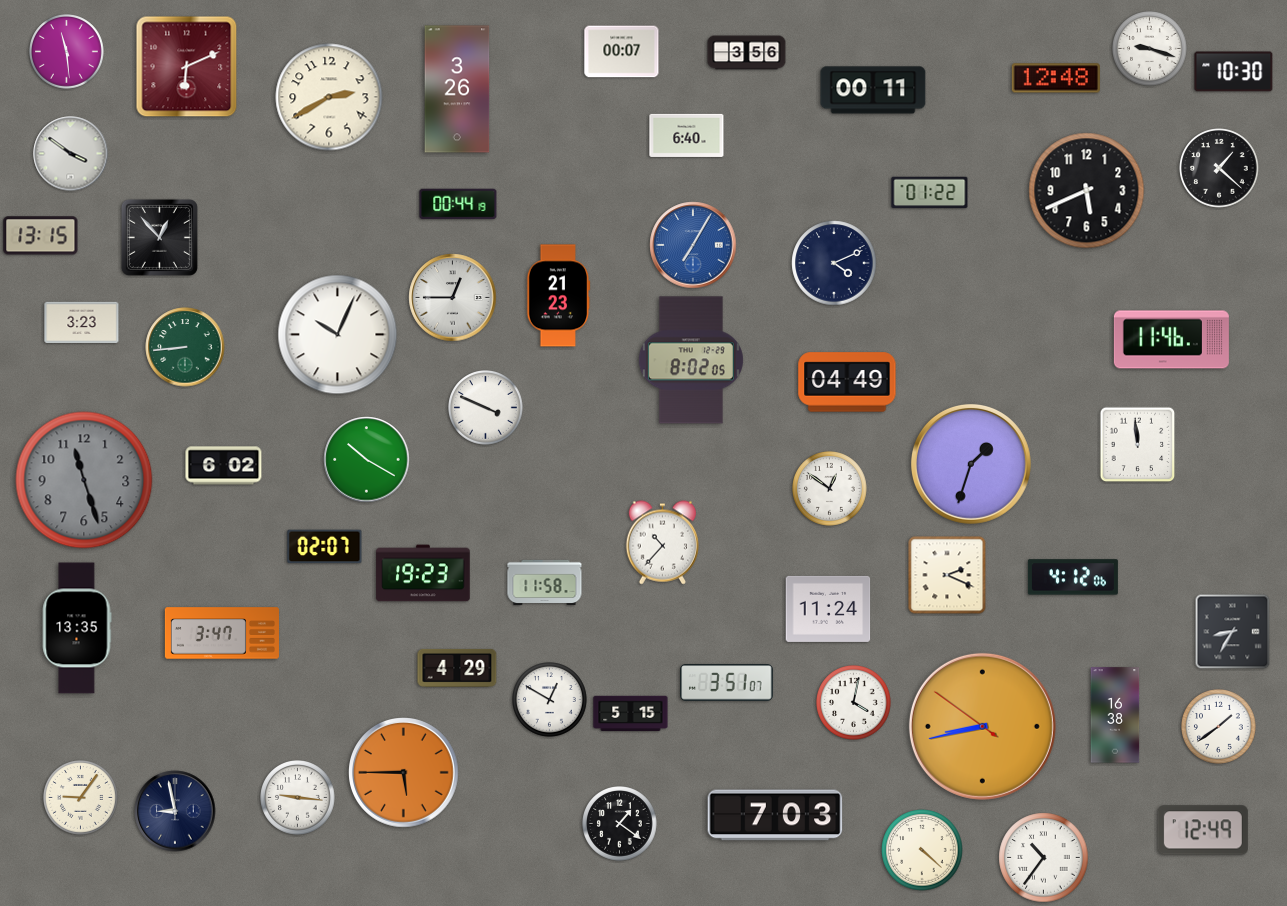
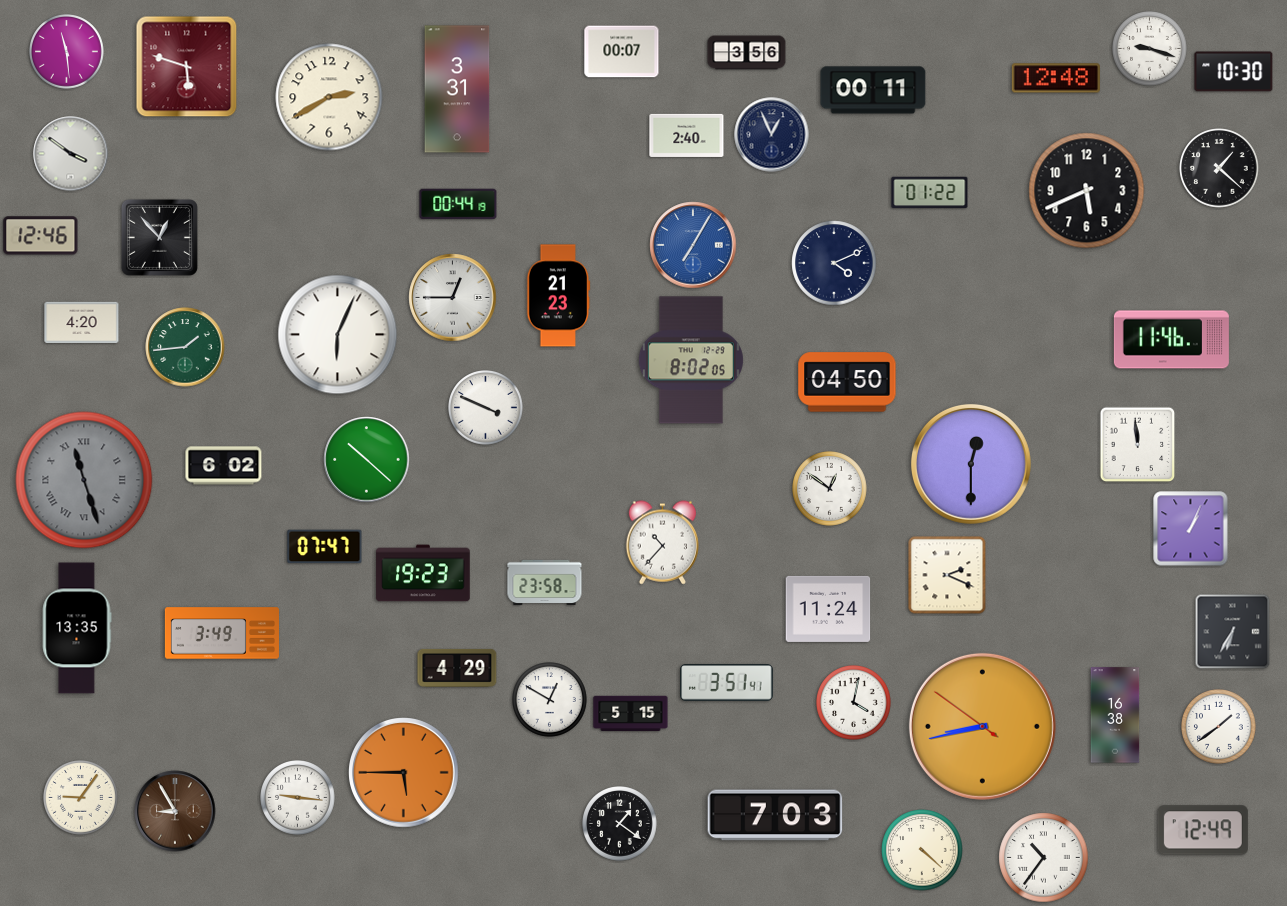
clock at (187, 67): 6:11 -> 5:48
clock at (457, 89): 3:26 -> 3:31
clock at (687, 135): 6:40 -> 2:40
clock at (772, 135): none -> 12:56
clock at (41, 236): 13:15 -> 12:46
clock at (82, 323): 3:23 -> 4:20
clock at (338, 335): 10:04 -> 6:04
clock at (185, 347): 8:44 -> 1:44
clock at (847, 382): 04:49 -> 04:50
clock at (367, 460): 10:20 -> 10:22
clock at (971, 464): 1:33 -> 12:30
clock at (84, 480) numerals: Arabic -> Roman
clock at (1191, 529): none -> 1:04
clock at (325, 547): 02:07 -> 07:47
clock at (1073, 577): 4:12 -> none
clock at (545, 583): 11:58 -> 23:58
clock at (1233, 632): 8:35 -> 6:35
clock at (222, 633): 3:47 -> 3:49
clock at (727, 683): 3:51:07 -> 3:51:41
clock at (175, 811): 8:58 -> 8:55
clock at (175, 811) dial: navy -> brown
